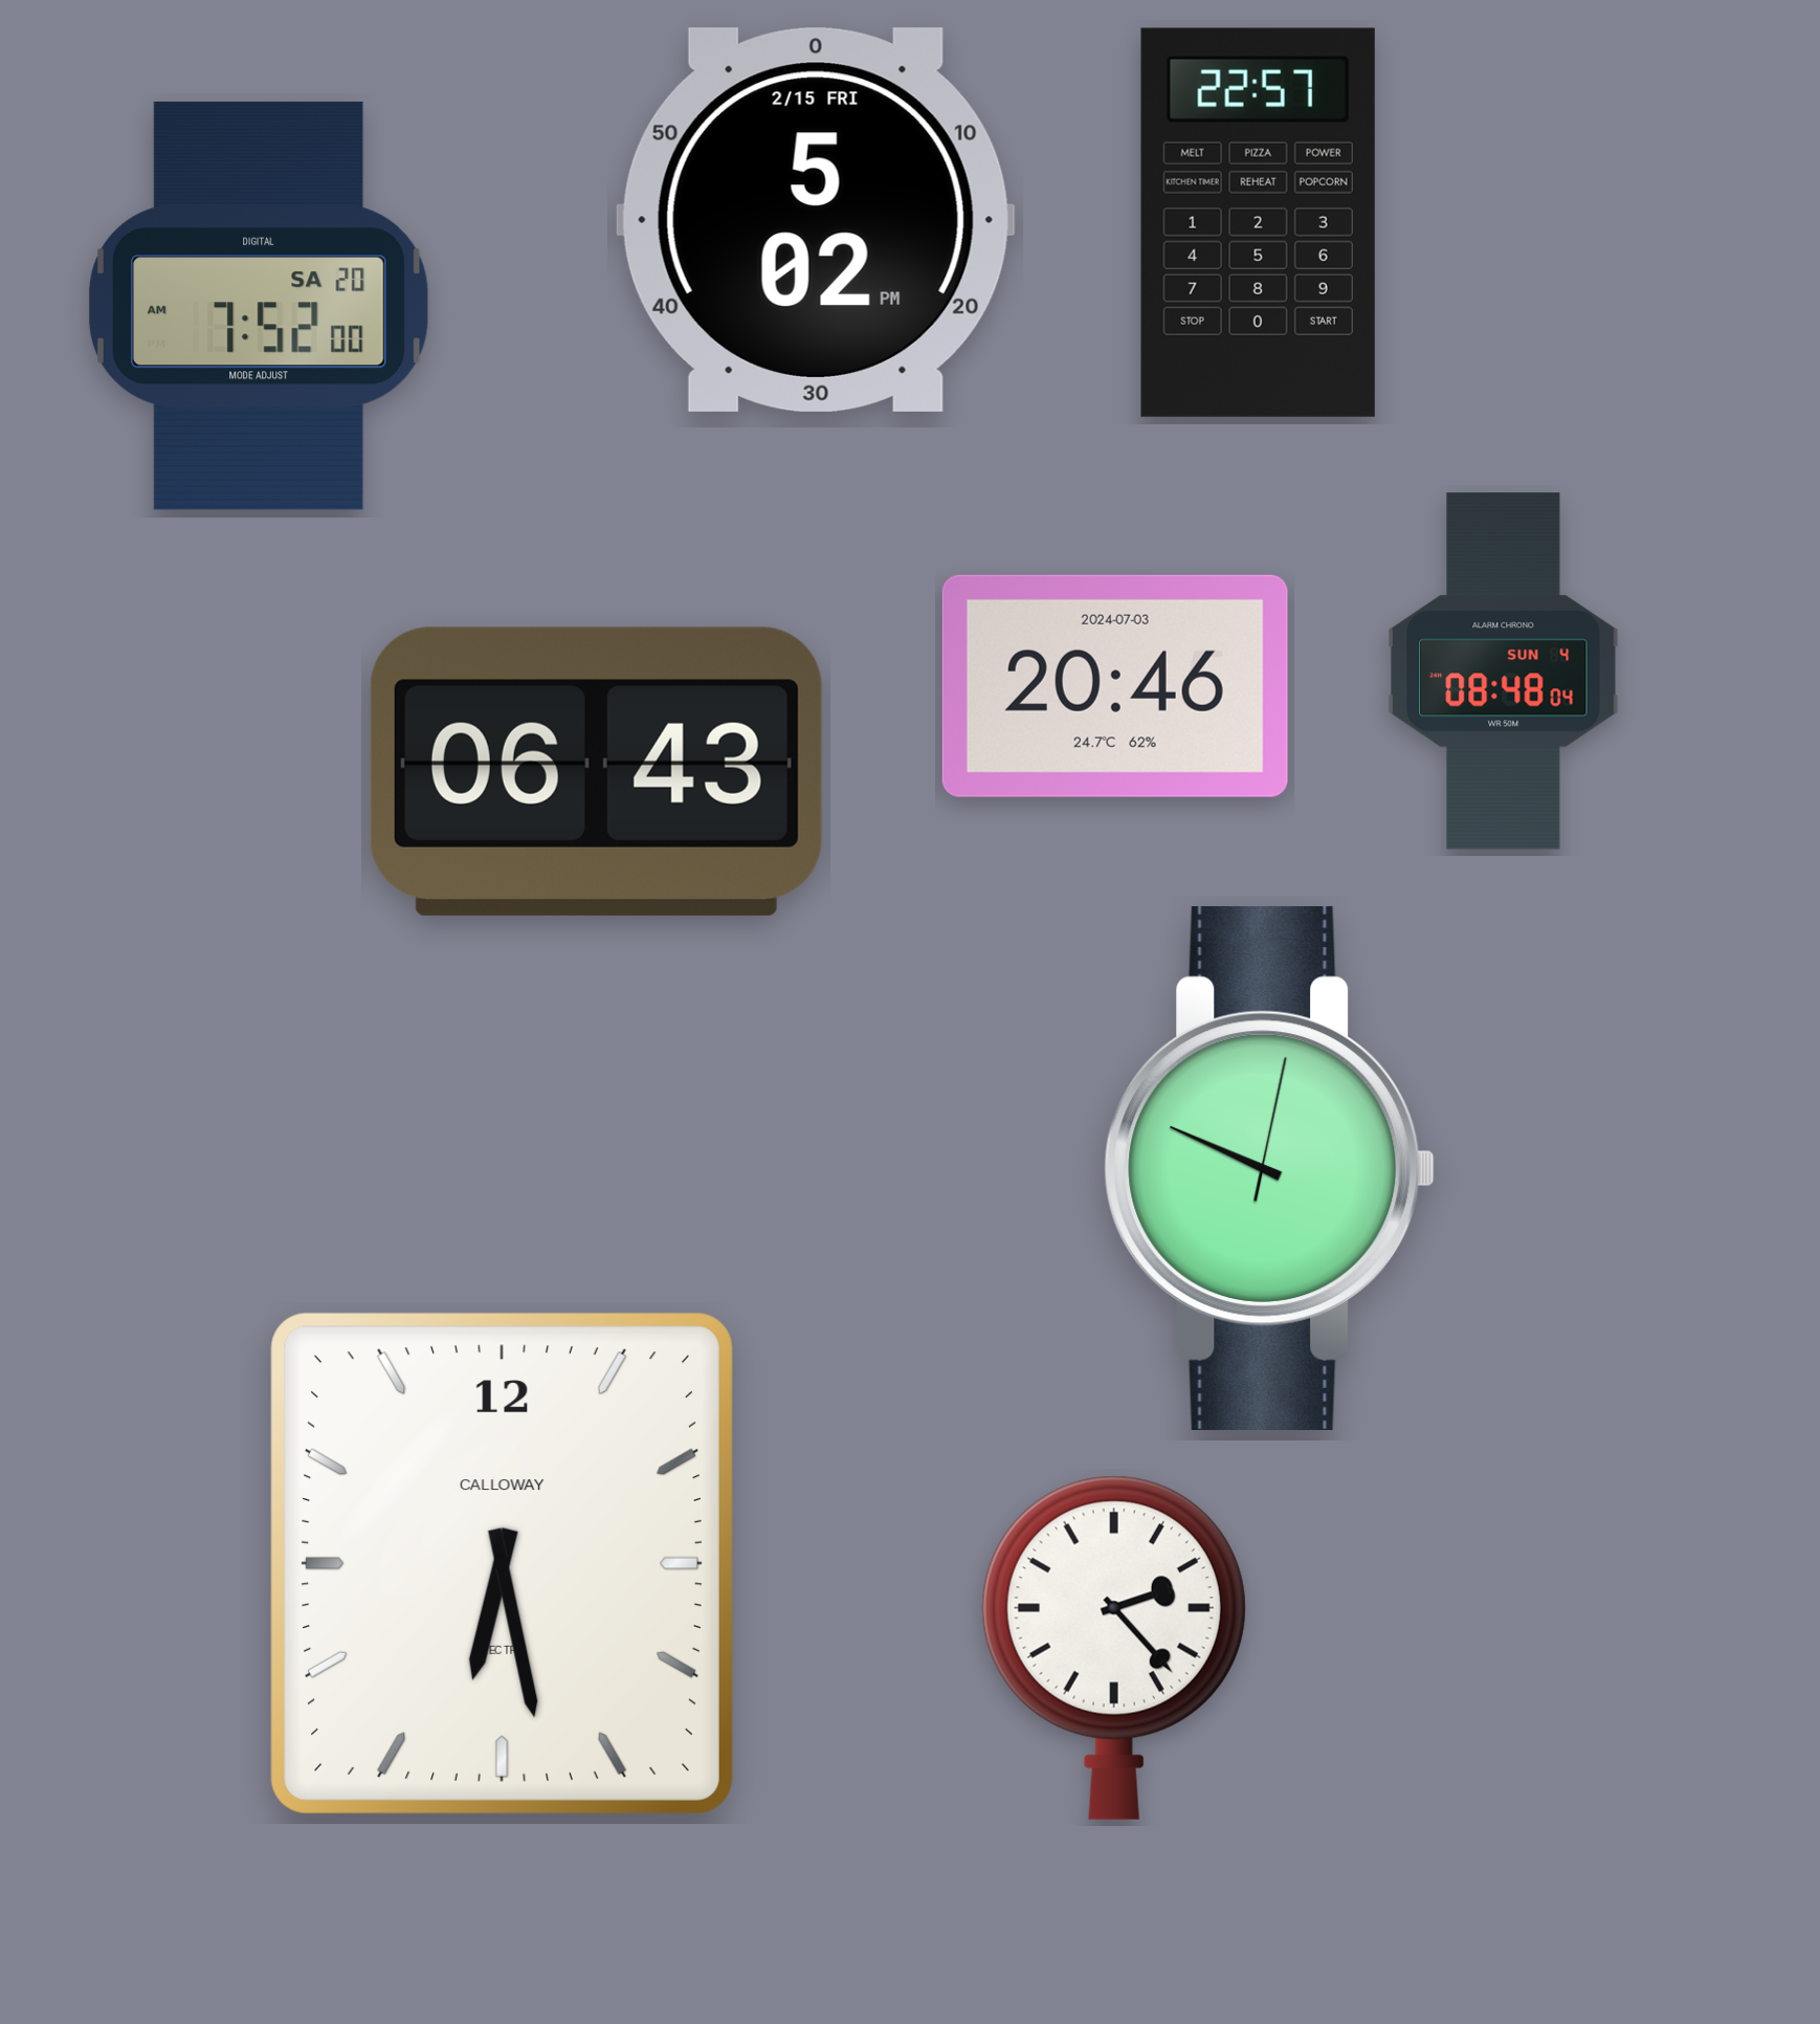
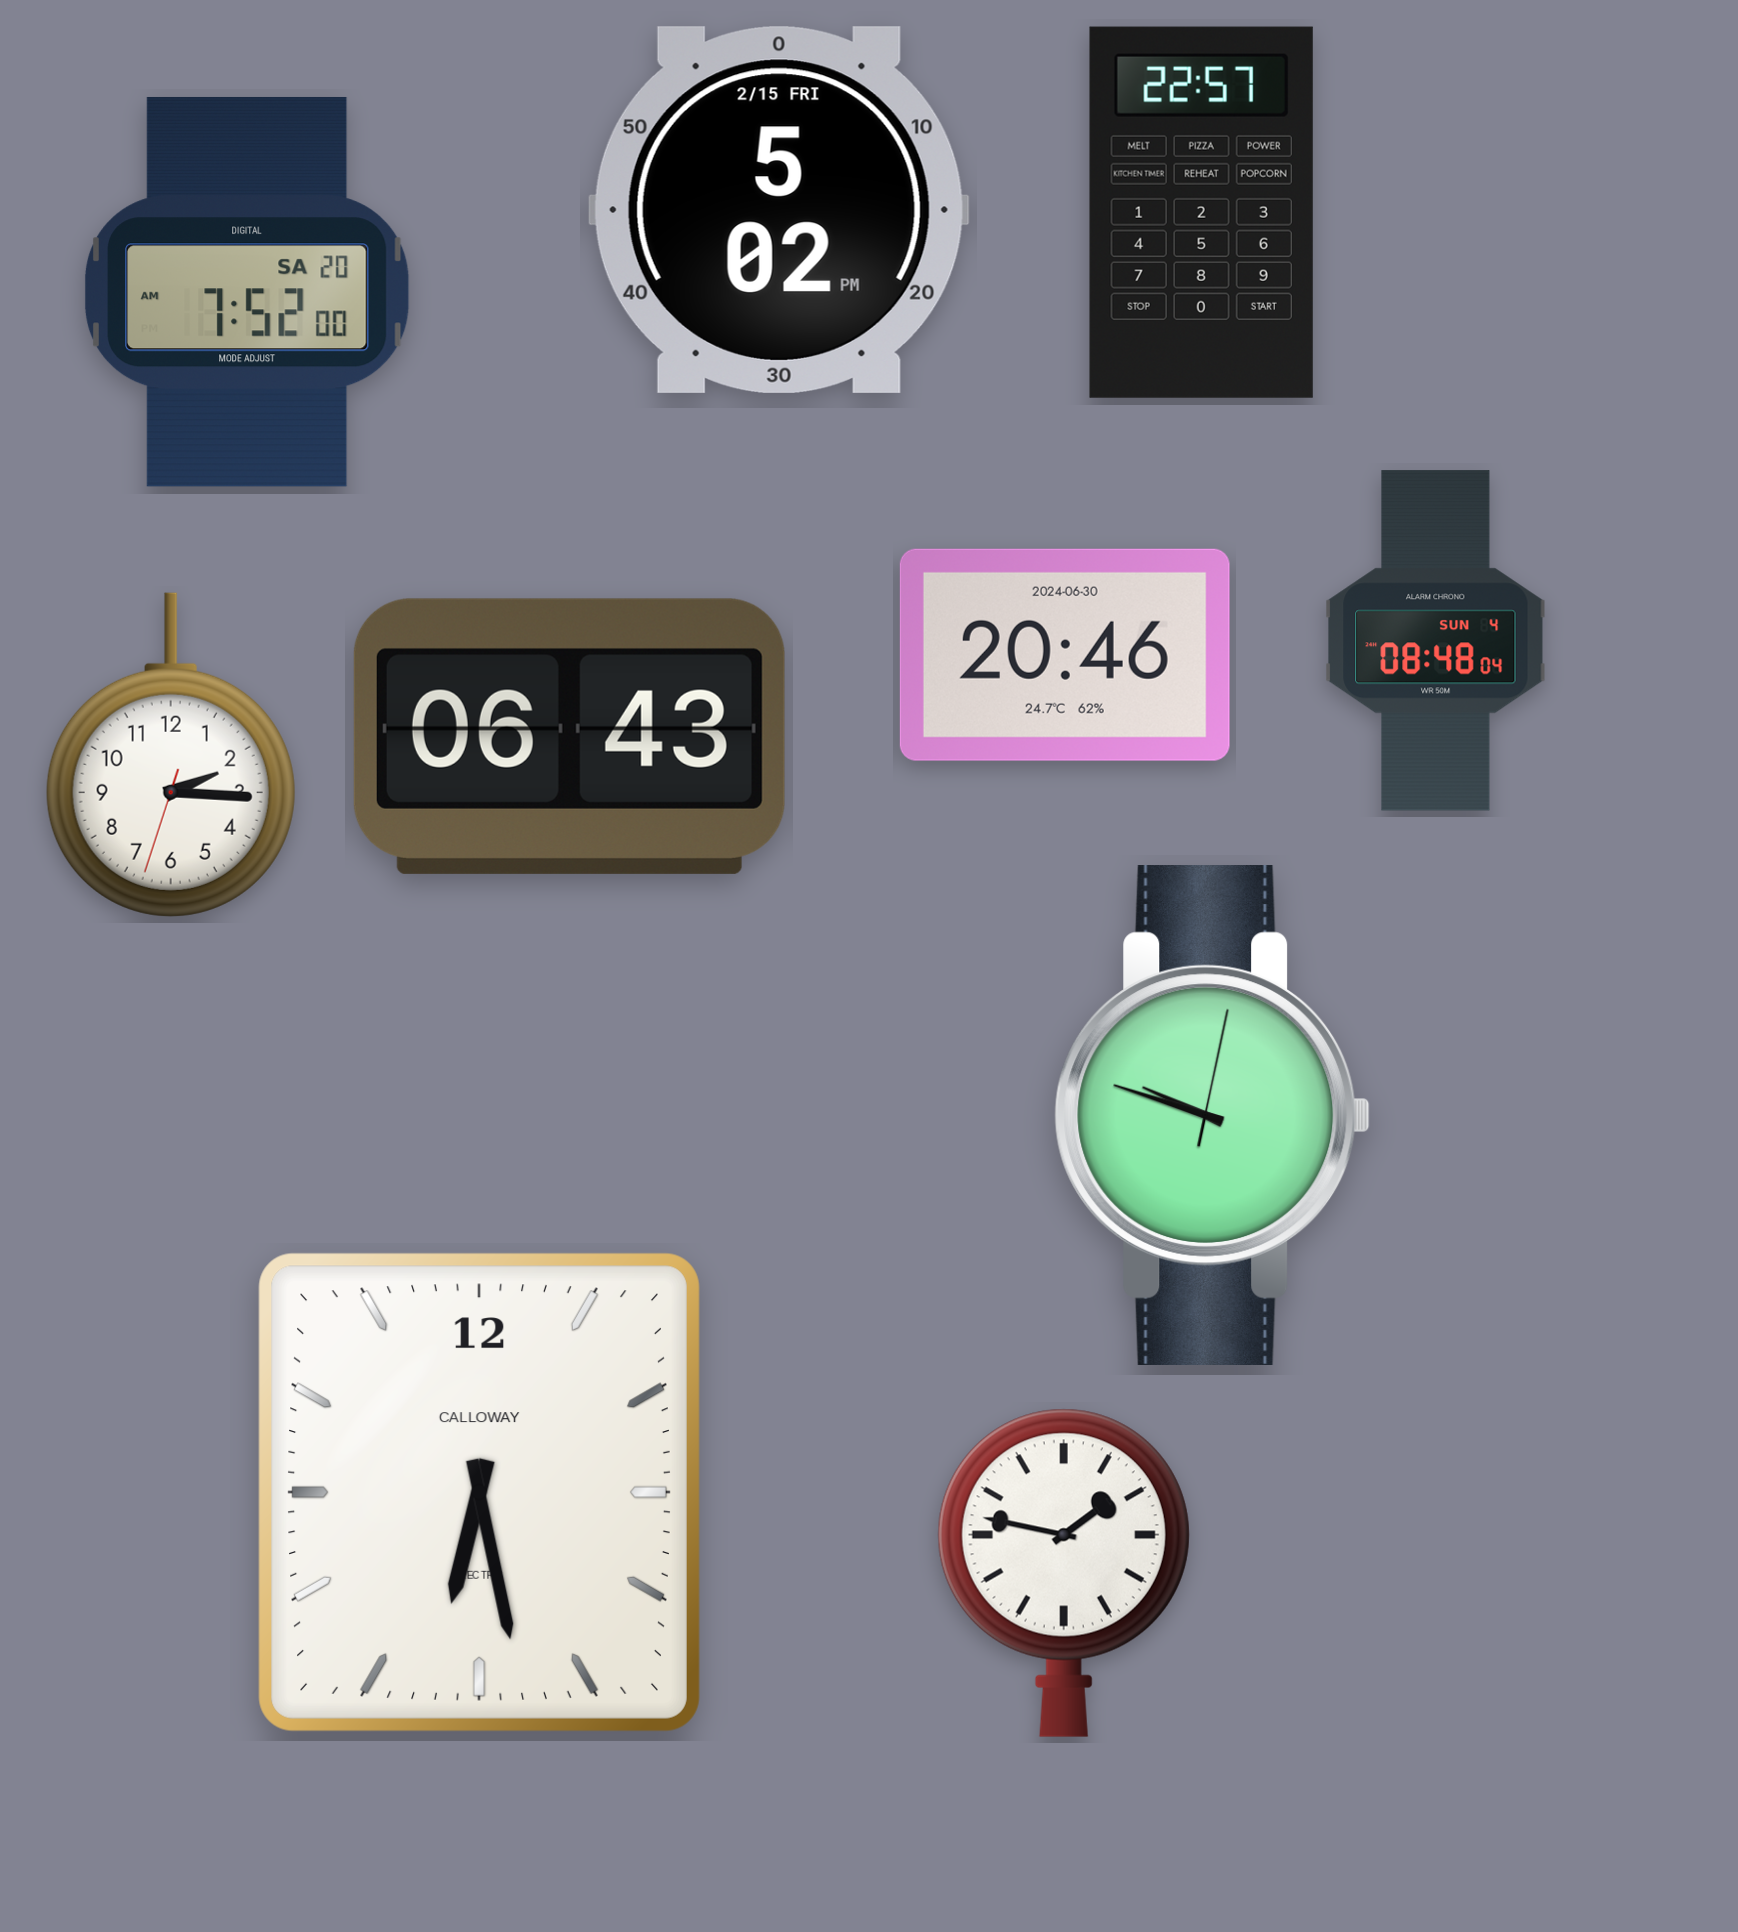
clock at (1115, 686) date: 2024-07-03 -> 2024-06-30
clock at (171, 755): none -> 2:15
clock at (1269, 1168): 9:49 -> 9:48
clock at (1114, 1648): 2:23 -> 1:47
